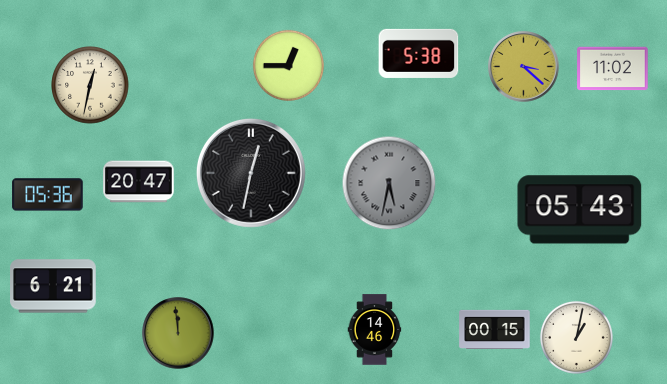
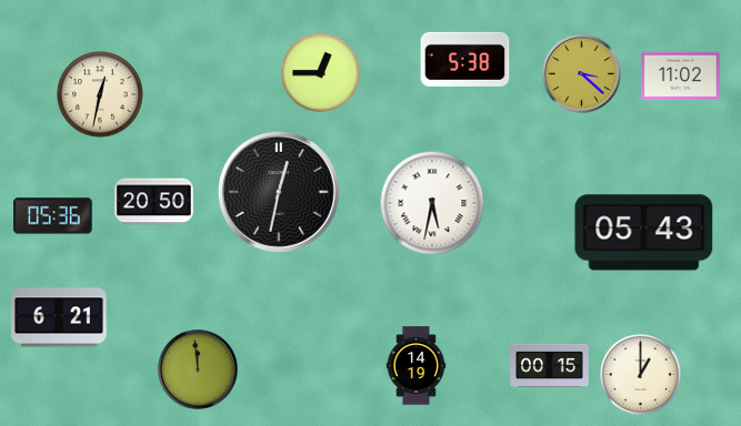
clock at (139, 182): 20:47 -> 20:50
clock at (389, 183) dial: grey -> white
clock at (375, 330): 14:46 -> 14:19
clock at (576, 337): 1:02 -> 1:00
